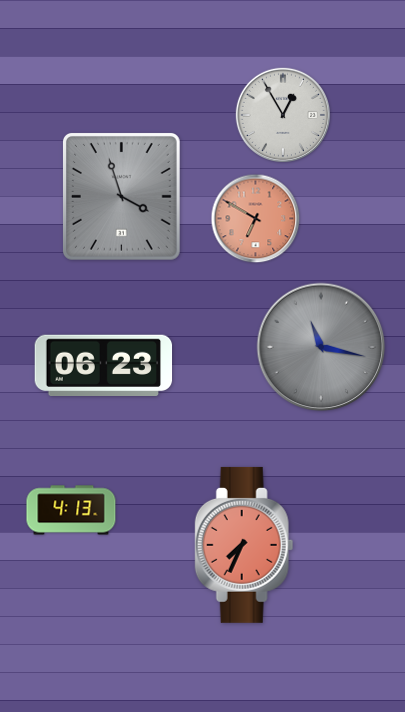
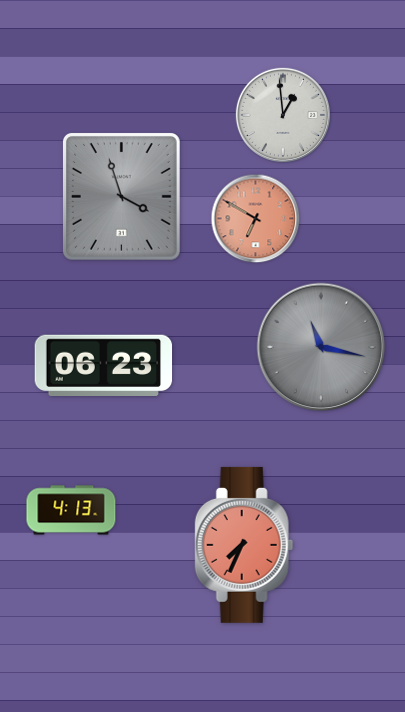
clock at (282, 114): 12:55 -> 12:59
